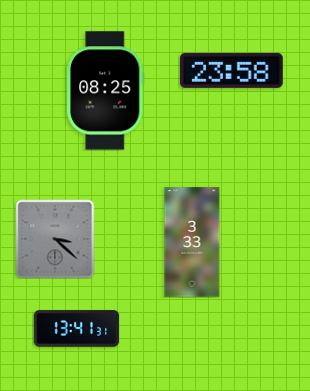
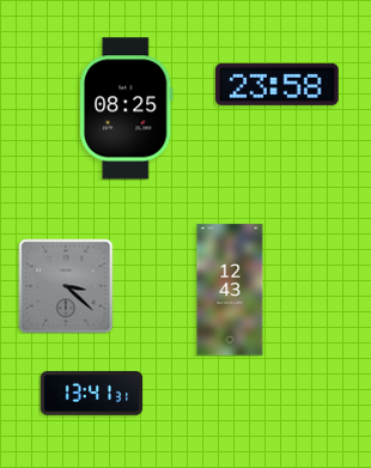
clock at (192, 242): 3:33 -> 12:43
